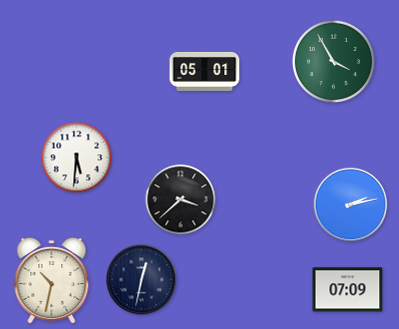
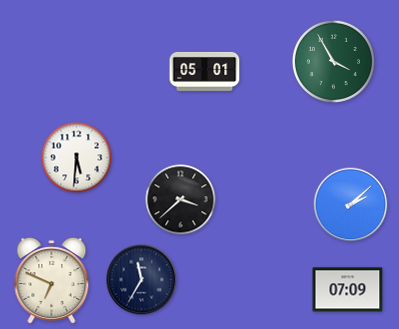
clock at (351, 205): 2:13 -> 2:08
clock at (142, 280): 12:32 -> 11:35
clock at (52, 281): 10:32 -> 6:49
